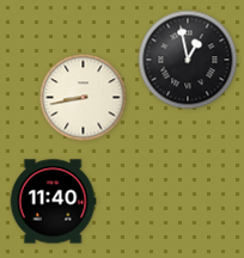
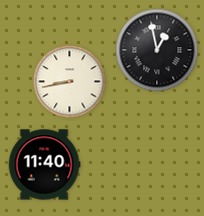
clock at (53, 202) position: (53, 202) -> (44, 165)
